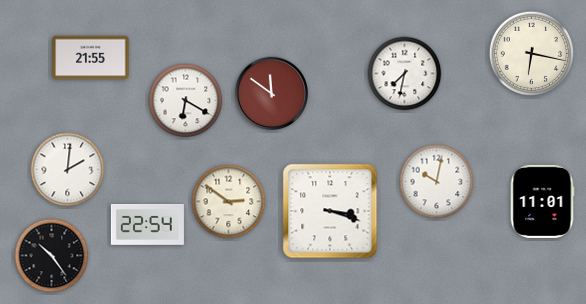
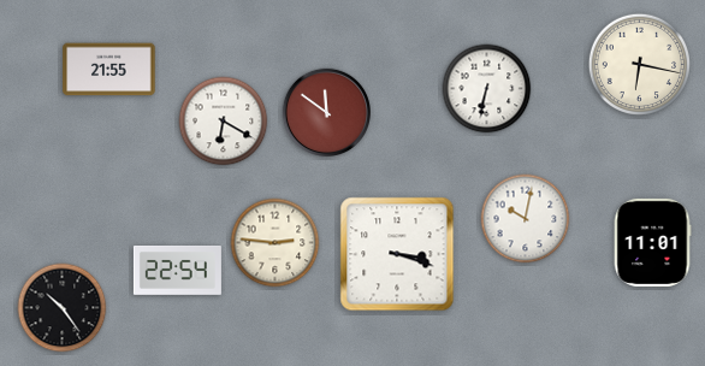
clock at (405, 74): 7:32 -> 6:32
clock at (68, 170): 2:01 -> none
clock at (229, 202): 2:51 -> 2:46
